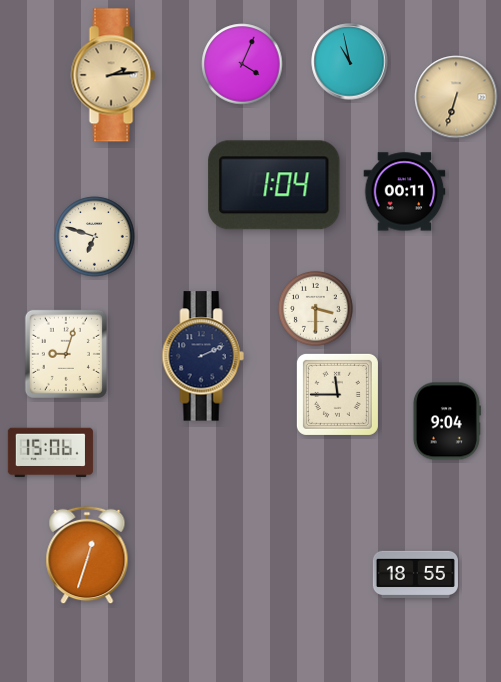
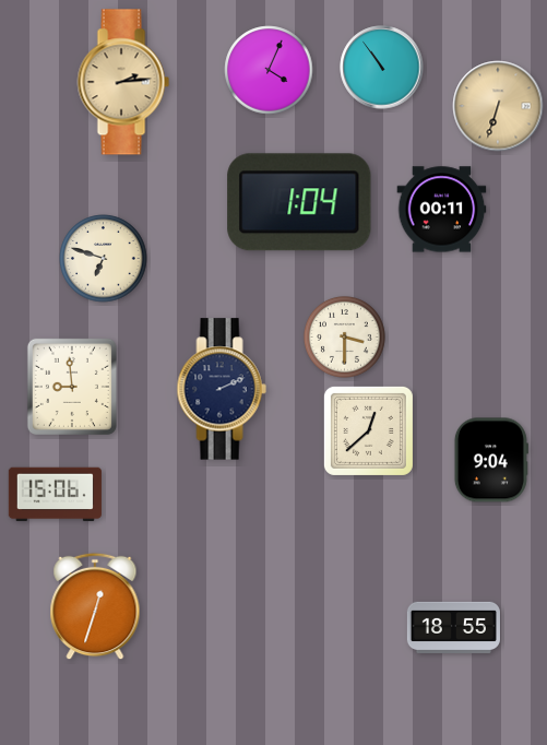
clock at (350, 62): 10:58 -> 10:54
clock at (242, 64) position: (242, 64) -> (269, 70)
clock at (66, 354): 9:03 -> 8:59
clock at (337, 394): 11:45 -> 12:38
clock at (446, 421) position: (446, 421) -> (490, 460)
